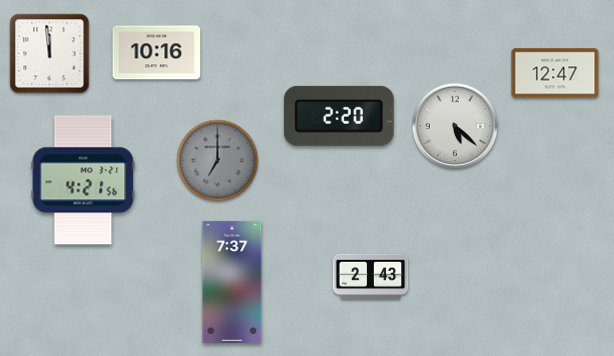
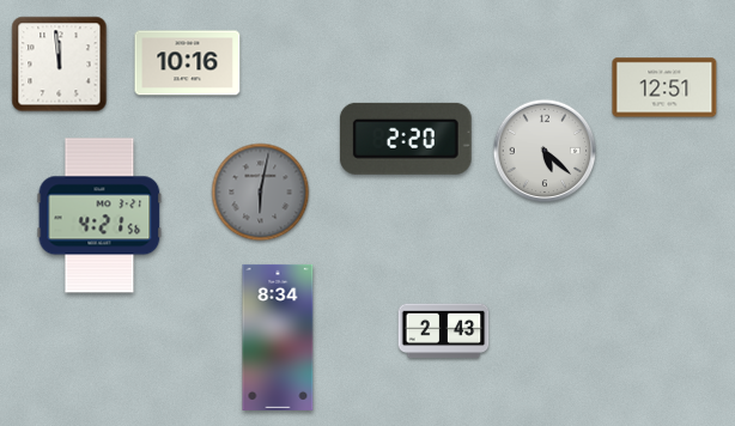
clock at (555, 73): 12:47 -> 12:51
clock at (218, 161): 7:00 -> 6:02
clock at (232, 282): 7:37 -> 8:34
